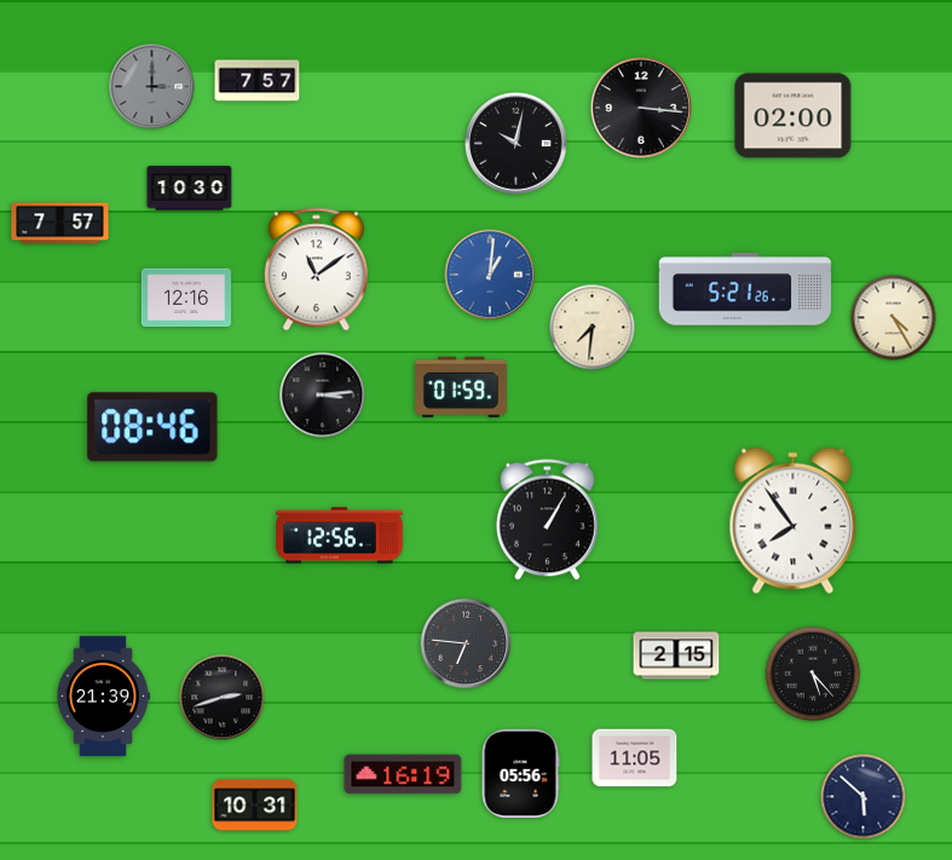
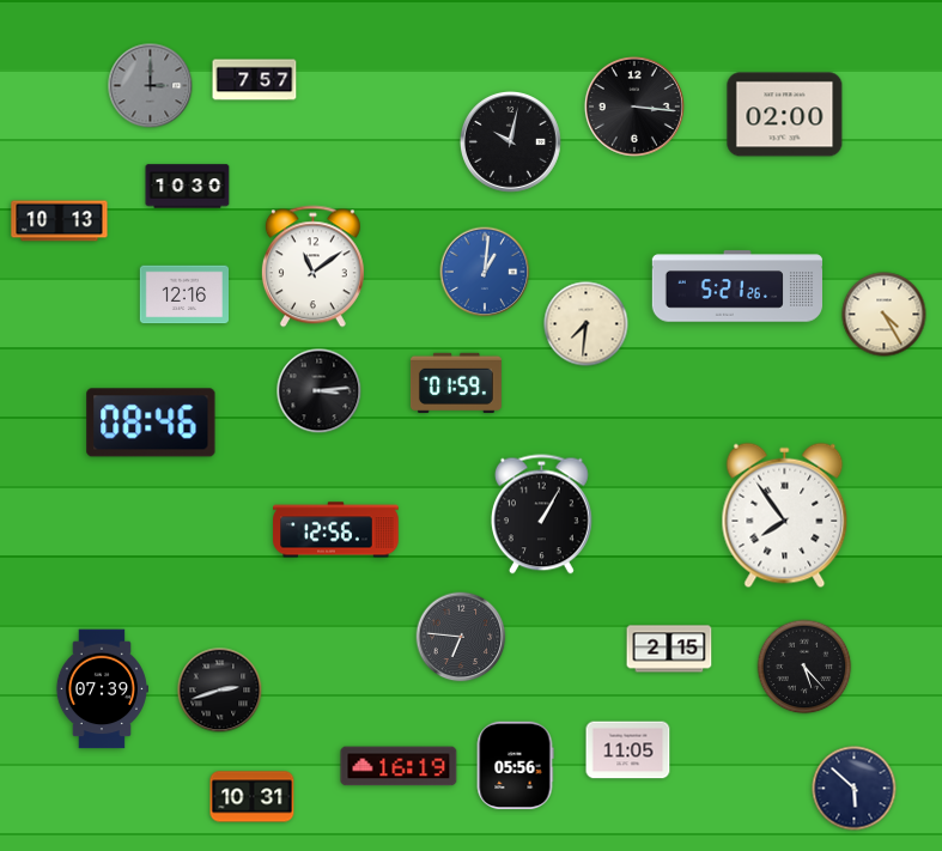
clock at (60, 224): 7:57 -> 10:13
clock at (103, 697): 21:39 -> 07:39
